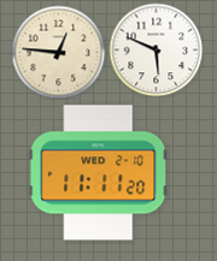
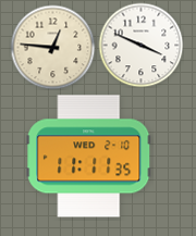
clock at (156, 49): 5:49 -> 3:49
clock at (99, 173): 11:11:20 -> 11:11:35
